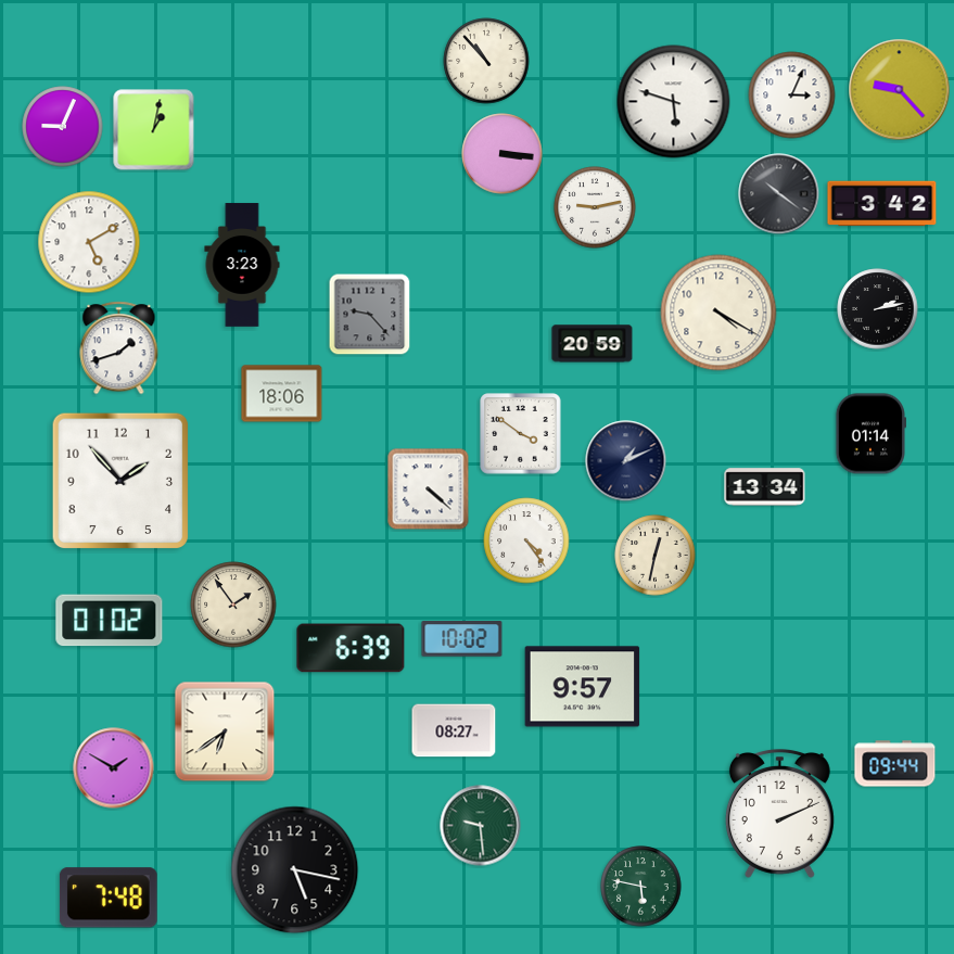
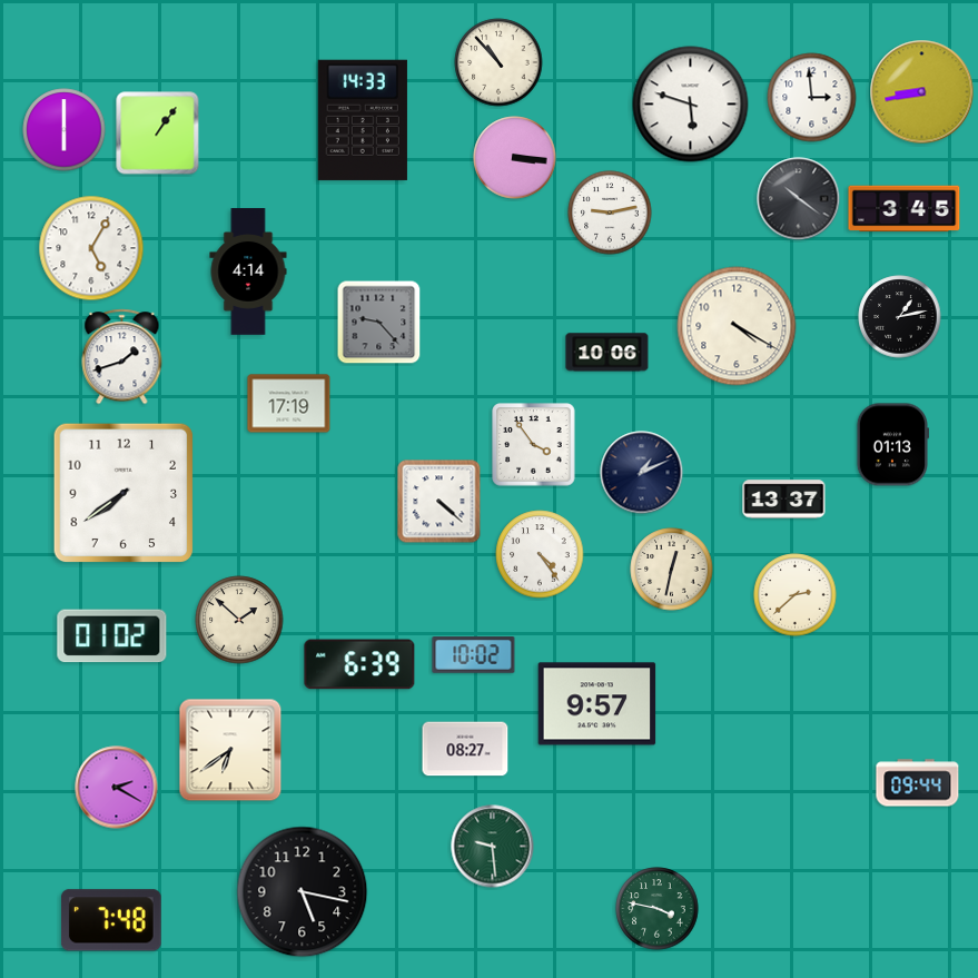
clock at (900, 90): 9:23 -> 8:43
clock at (792, 96): 3:04 -> 2:59
clock at (363, 120): none -> 14:33
clock at (63, 127): 9:04 -> 6:00
clock at (154, 130): 1:02 -> 1:06
clock at (882, 204): 3:42 -> 3:45
clock at (89, 242): 5:10 -> 5:05
clock at (242, 265): 3:23 -> 4:14
clock at (878, 309): 2:13 -> 1:13
clock at (718, 313) position: (718, 313) -> (737, 326)
clock at (593, 344): 20:59 -> 10:06
clock at (282, 394): 18:06 -> 17:19
clock at (521, 434): 3:51 -> 3:54
clock at (869, 434): 01:14 -> 01:13
clock at (120, 481): 1:53 -> 7:39
clock at (765, 487): 13:34 -> 13:37
clock at (796, 595): none -> 2:38
clock at (233, 605): 1:54 -> 1:52
clock at (114, 768): 1:50 -> 2:20
clock at (779, 814): 2:11 -> none
clock at (641, 887): 5:47 -> 3:47
